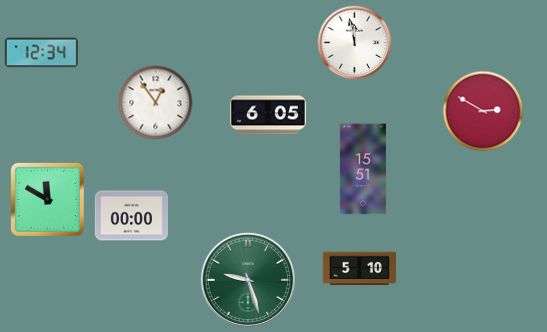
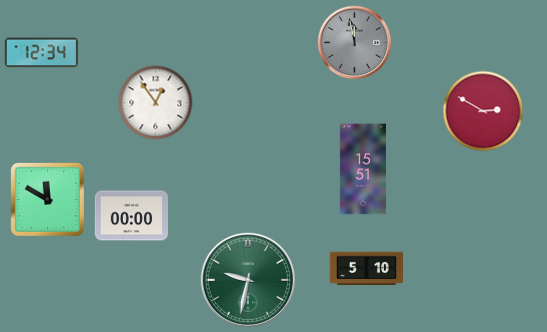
clock at (355, 43) dial: white -> grey
clock at (268, 115): 6:05 -> none
clock at (359, 269) position: (359, 269) -> (366, 269)
clock at (247, 279): 9:27 -> 9:32
